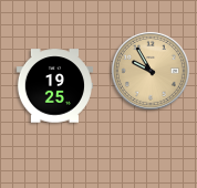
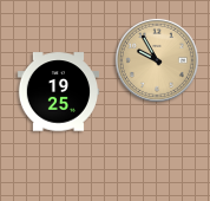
clock at (151, 71) position: (151, 71) -> (157, 60)
